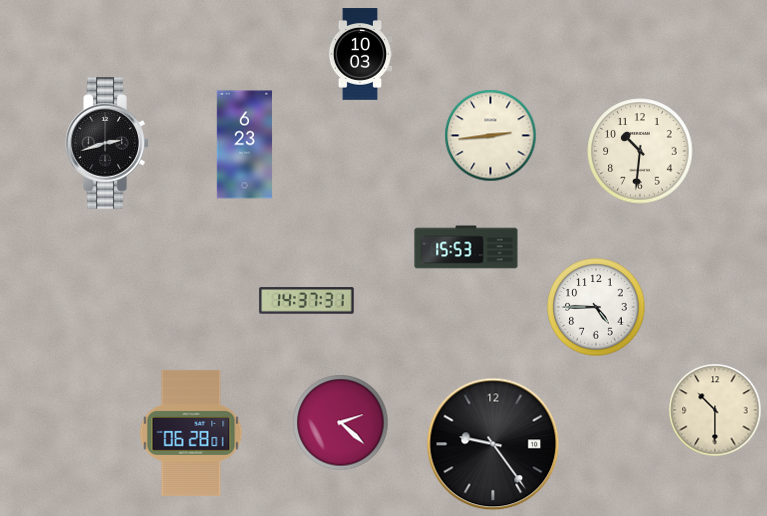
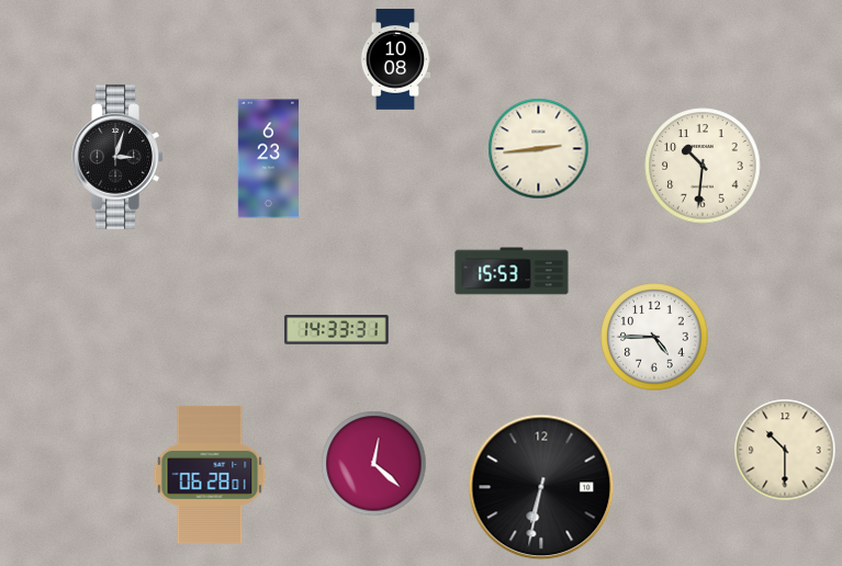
clock at (359, 54): 10:03 -> 10:08
clock at (107, 143): 2:42 -> 3:03
clock at (307, 301): 14:37 -> 14:33
clock at (341, 423): 2:22 -> 12:22
clock at (493, 444): 9:24 -> 6:32
